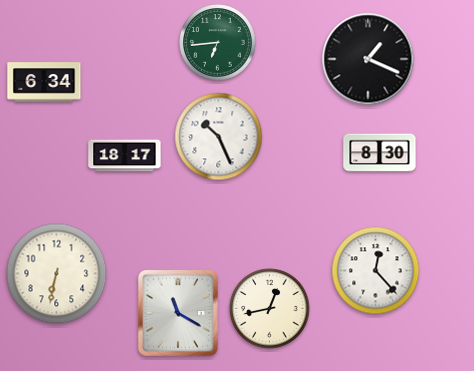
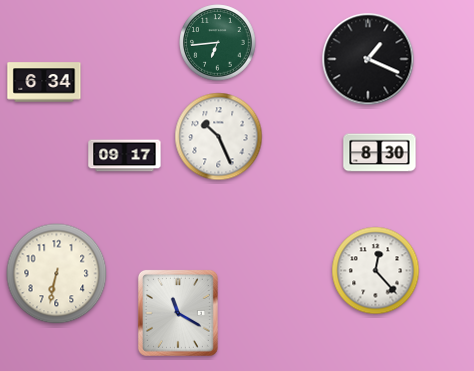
clock at (125, 156): 18:17 -> 09:17
clock at (270, 309): 12:43 -> none
